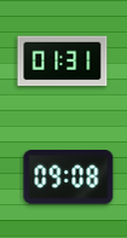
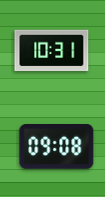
clock at (63, 62): 01:31 -> 10:31
